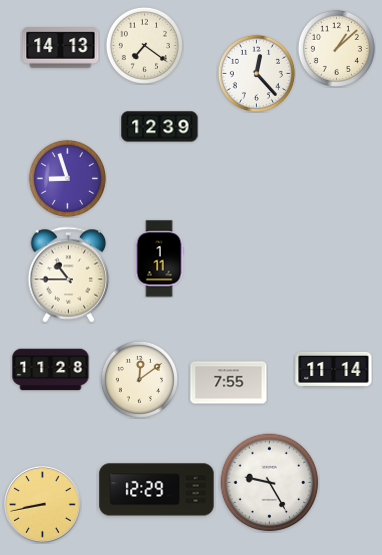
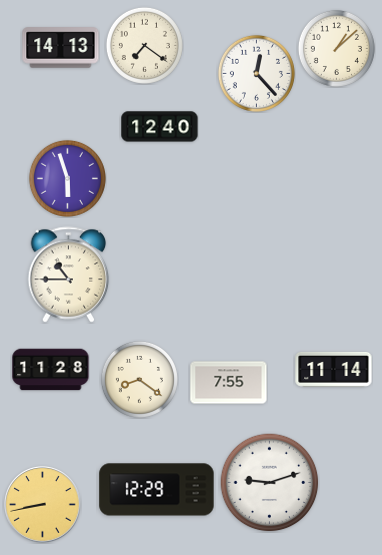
clock at (160, 127): 12:39 -> 12:40
clock at (67, 178): 8:57 -> 5:57
clock at (159, 259): 1:11 -> none
clock at (139, 379): 12:09 -> 8:21
clock at (270, 483): 9:25 -> 9:12
